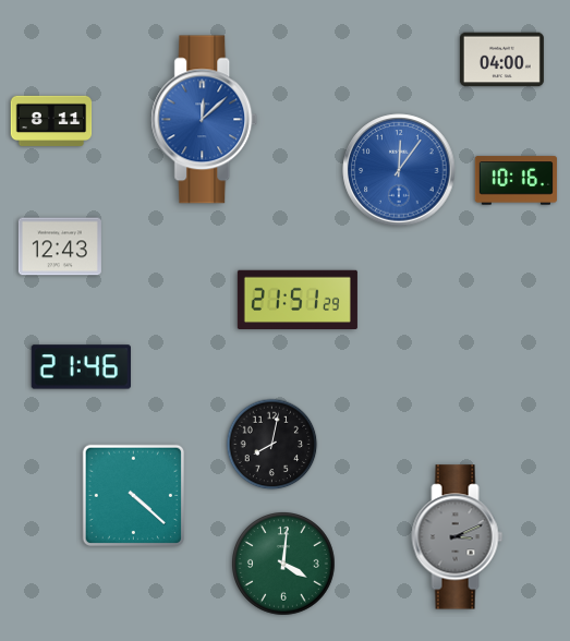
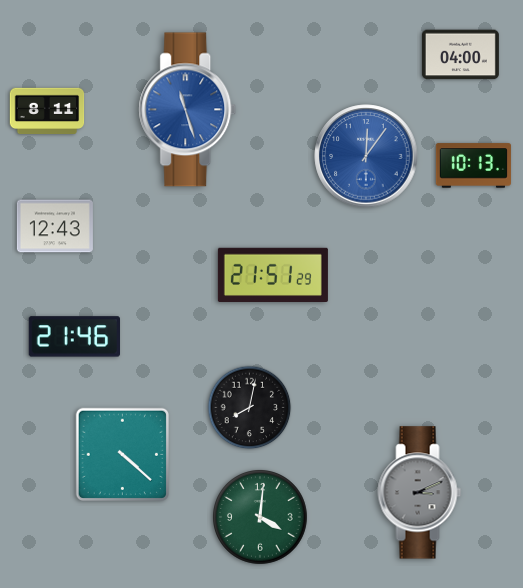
clock at (205, 120): 12:08 -> 11:27
clock at (516, 181): 10:16 -> 10:13
